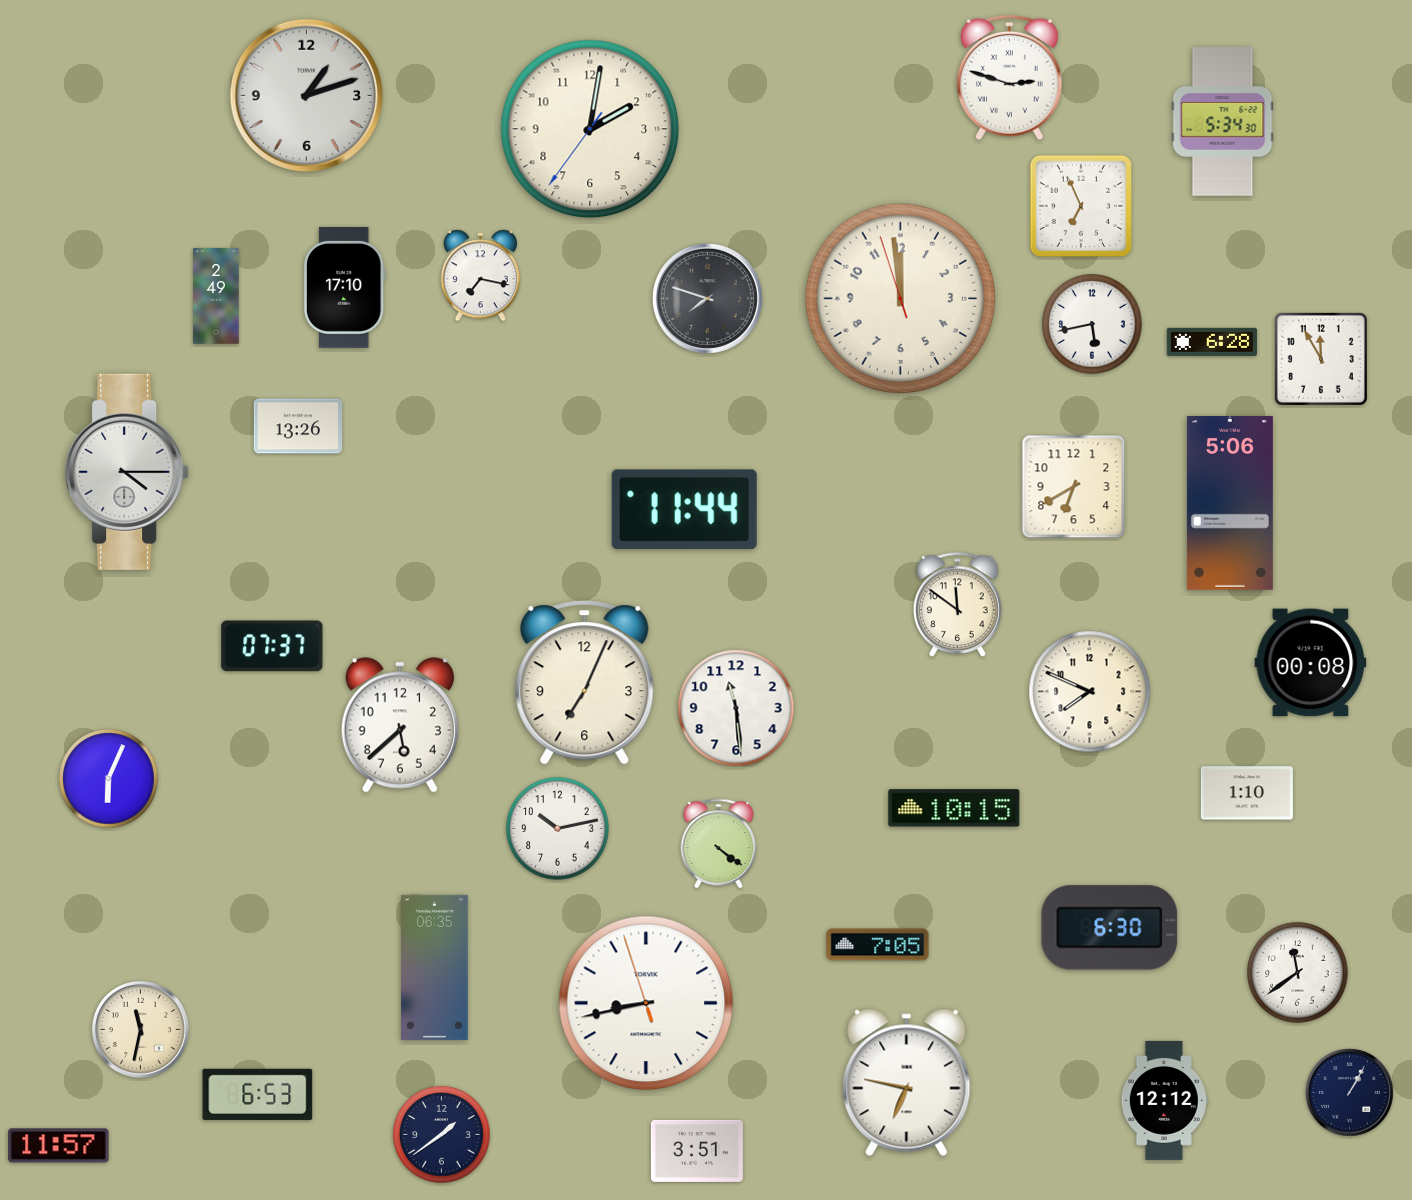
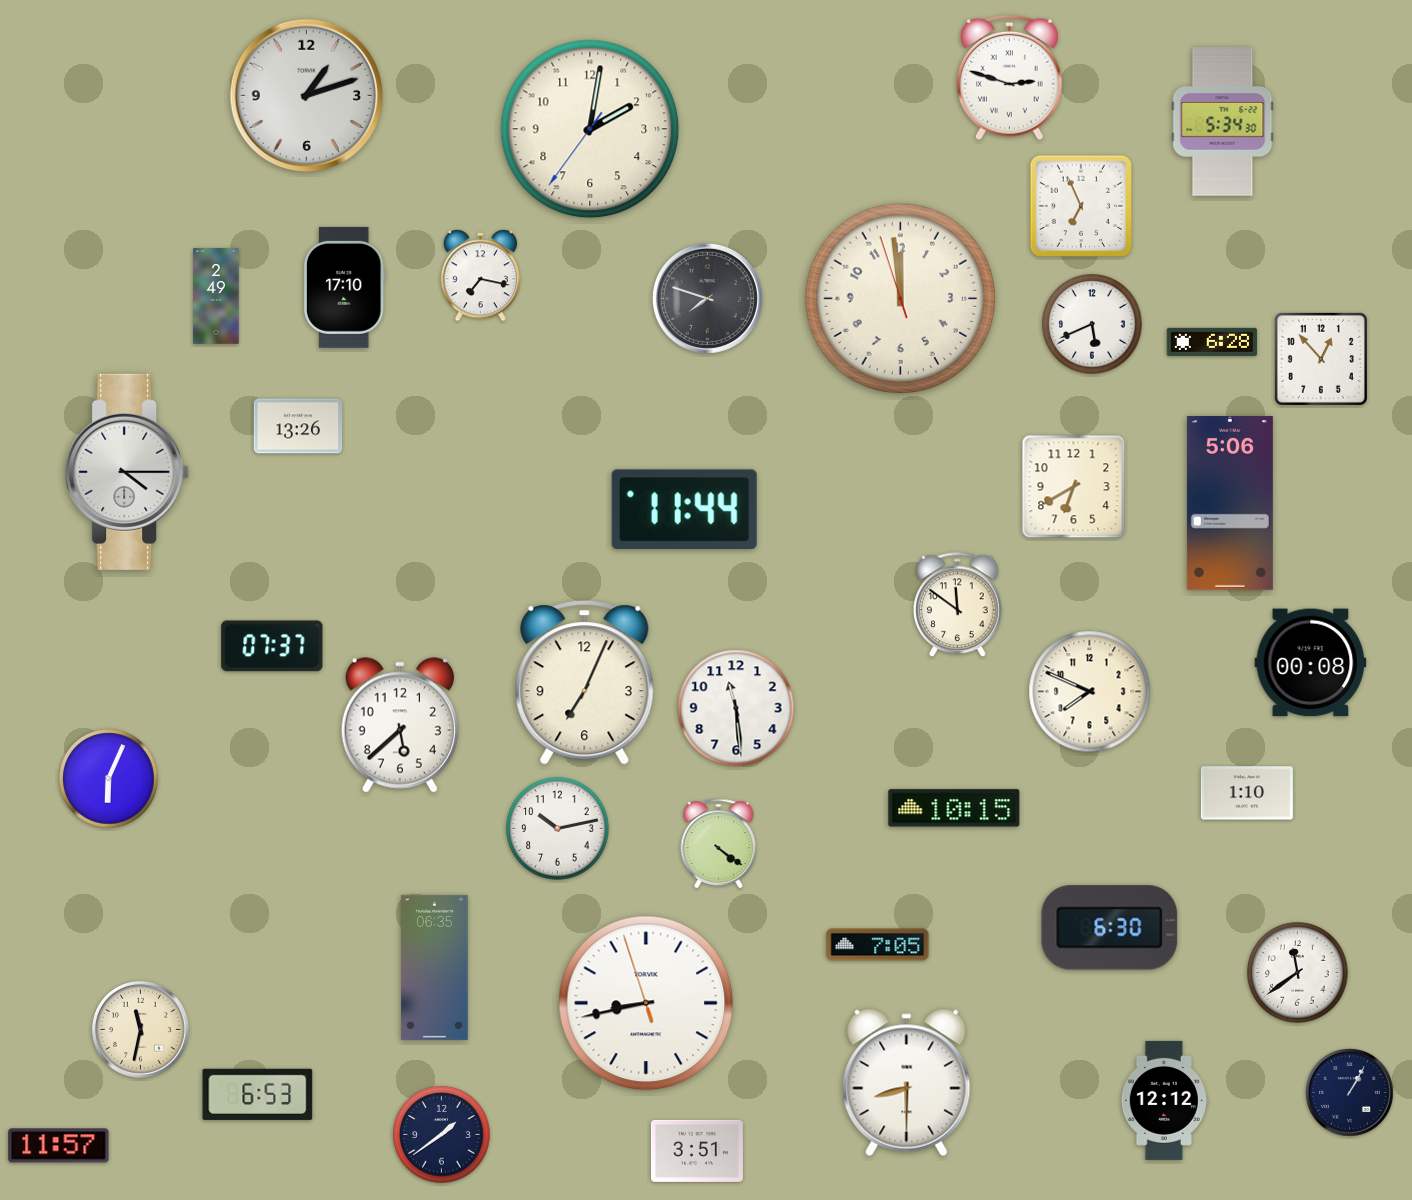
clock at (1092, 324): 5:43 -> 5:41
clock at (1321, 359): 11:55 -> 12:53
clock at (907, 1083): 6:47 -> 8:30
